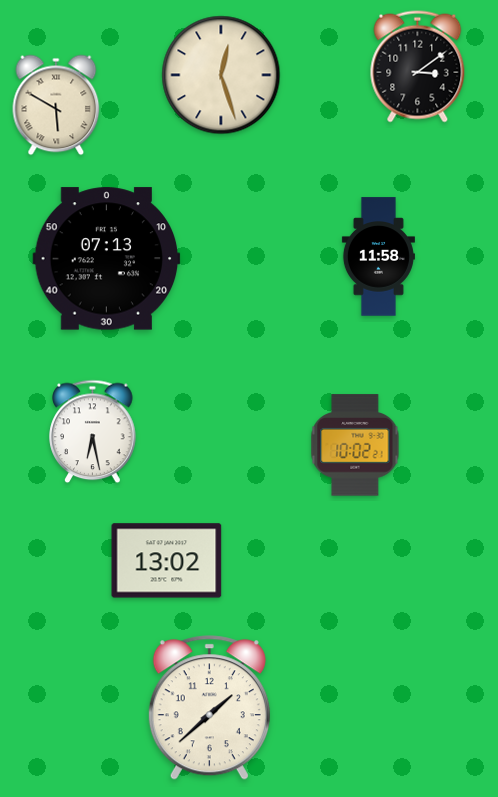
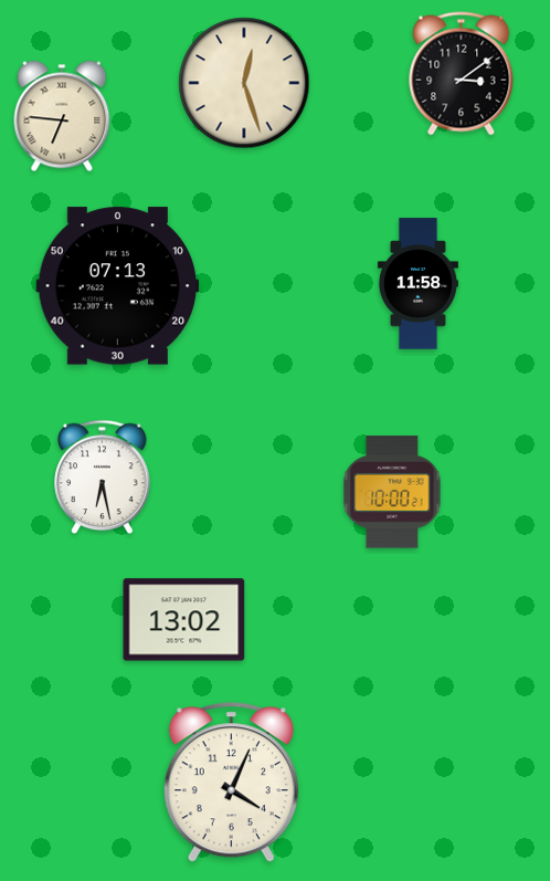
clock at (56, 105): 5:50 -> 6:46
clock at (355, 445): 10:02 -> 10:00
clock at (209, 708): 1:38 -> 4:04
